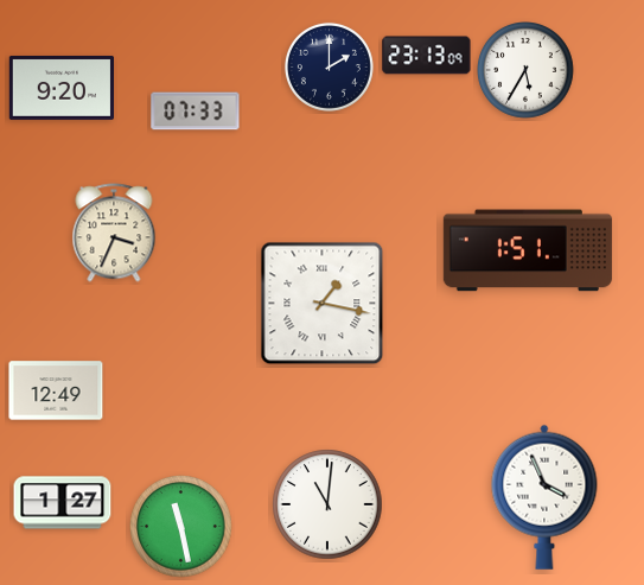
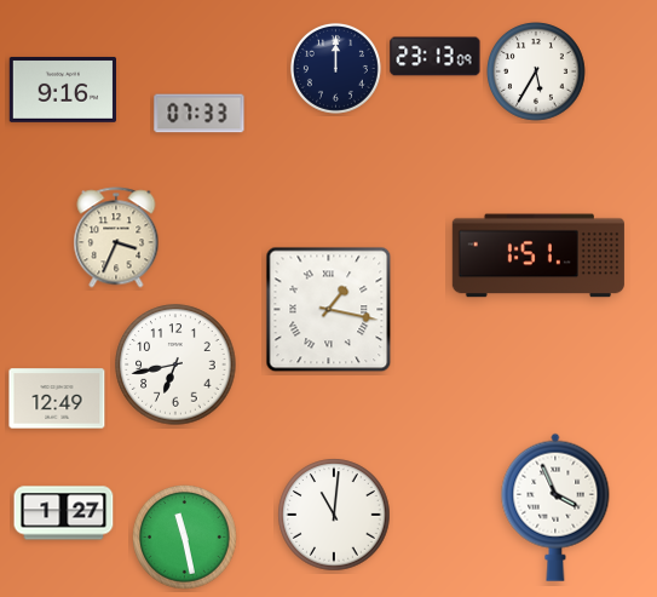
clock at (329, 66): 2:00 -> 12:00
clock at (62, 88): 9:20 -> 9:16
clock at (175, 364): none -> 6:43
